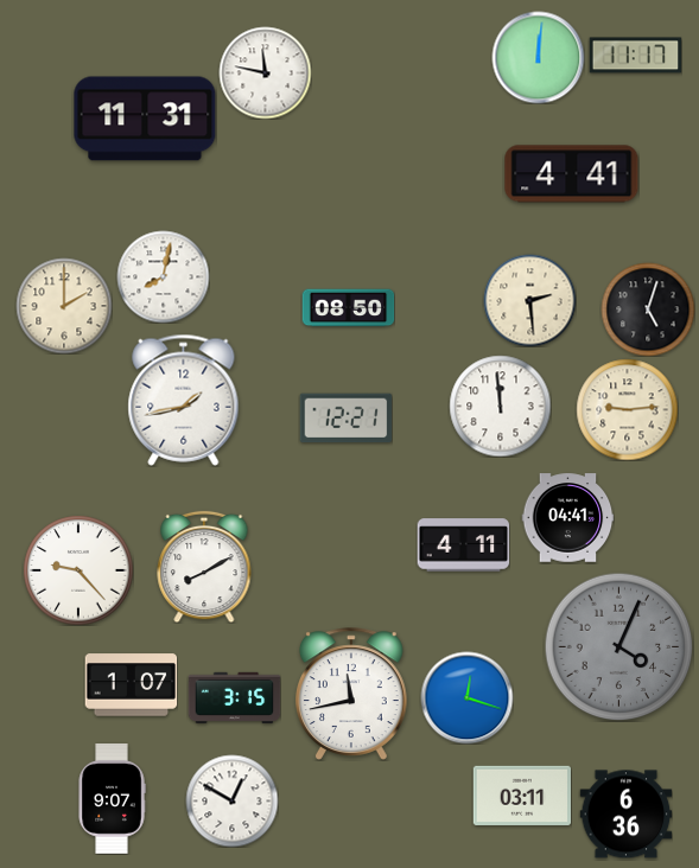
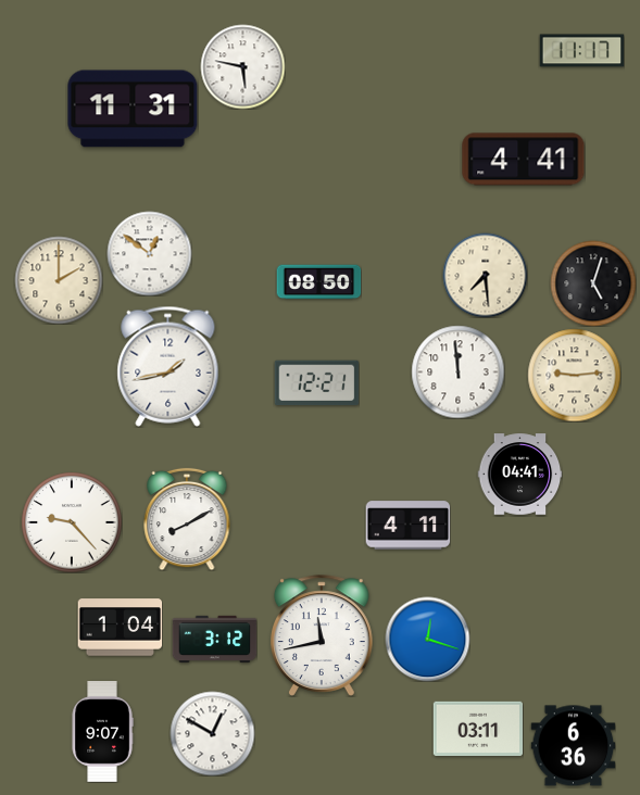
clock at (538, 57): 12:01 -> none
clock at (265, 72): 11:47 -> 5:47
clock at (163, 276): 8:02 -> 12:51
clock at (529, 300): 2:29 -> 7:29
clock at (463, 545) position: (463, 545) -> (407, 526)
clock at (618, 646): 4:04 -> none
clock at (131, 685): 1:07 -> 1:04
clock at (234, 698): 3:15 -> 3:12
